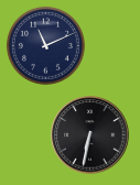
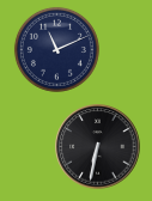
clock at (45, 45) position: (45, 45) -> (56, 49)
